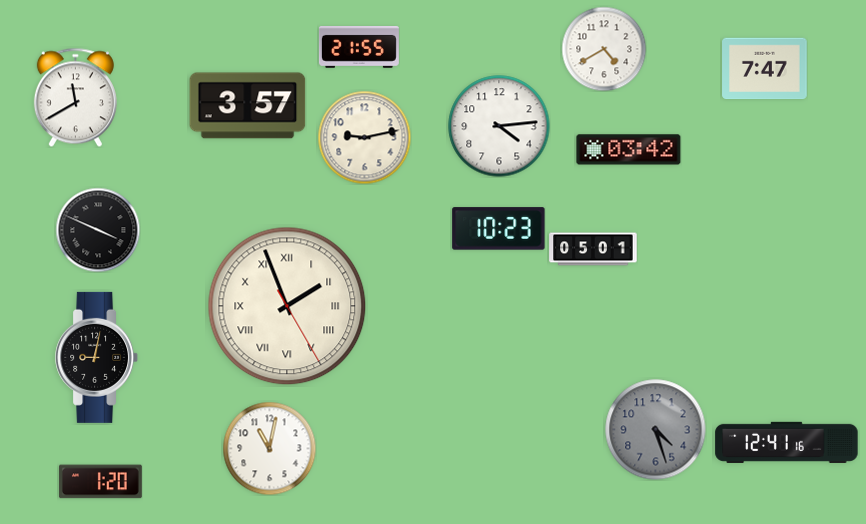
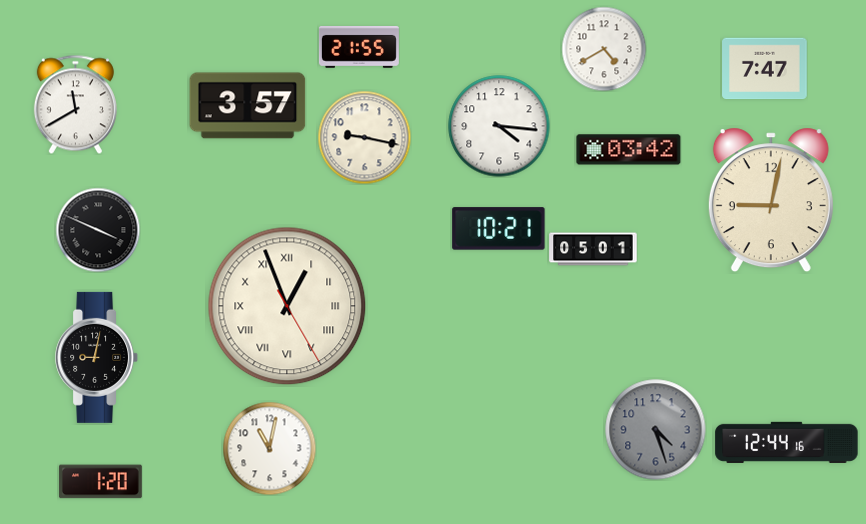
clock at (75, 97) position: (75, 97) -> (75, 104)
clock at (499, 126): 4:14 -> 4:16
clock at (364, 137): 9:13 -> 9:17
clock at (771, 200): none -> 9:02
clock at (499, 229): 10:23 -> 10:21
clock at (287, 306): 1:56 -> 12:56
clock at (787, 442): 12:41 -> 12:44
